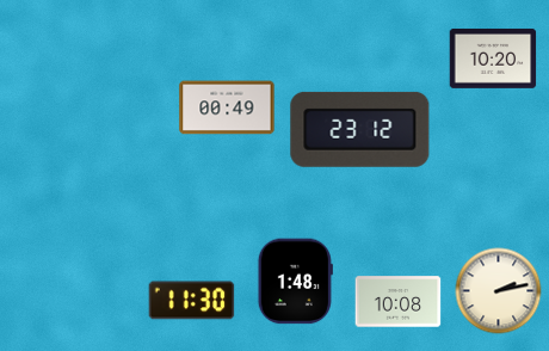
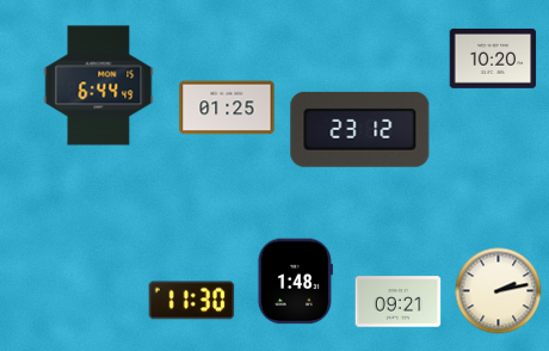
clock at (99, 86): none -> 6:44
clock at (227, 107): 00:49 -> 01:25
clock at (399, 302): 10:08 -> 09:21
